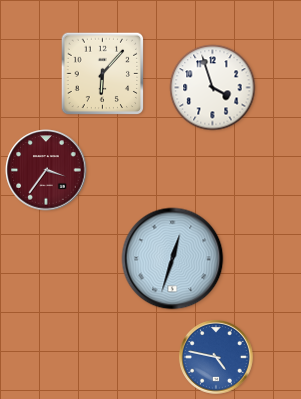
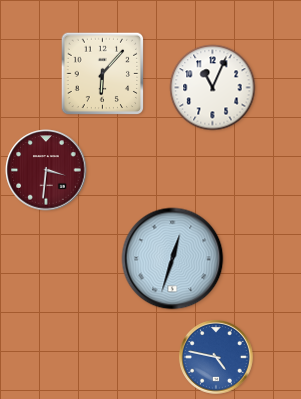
clock at (213, 88): 3:57 -> 11:04
clock at (46, 170): 3:36 -> 3:31
